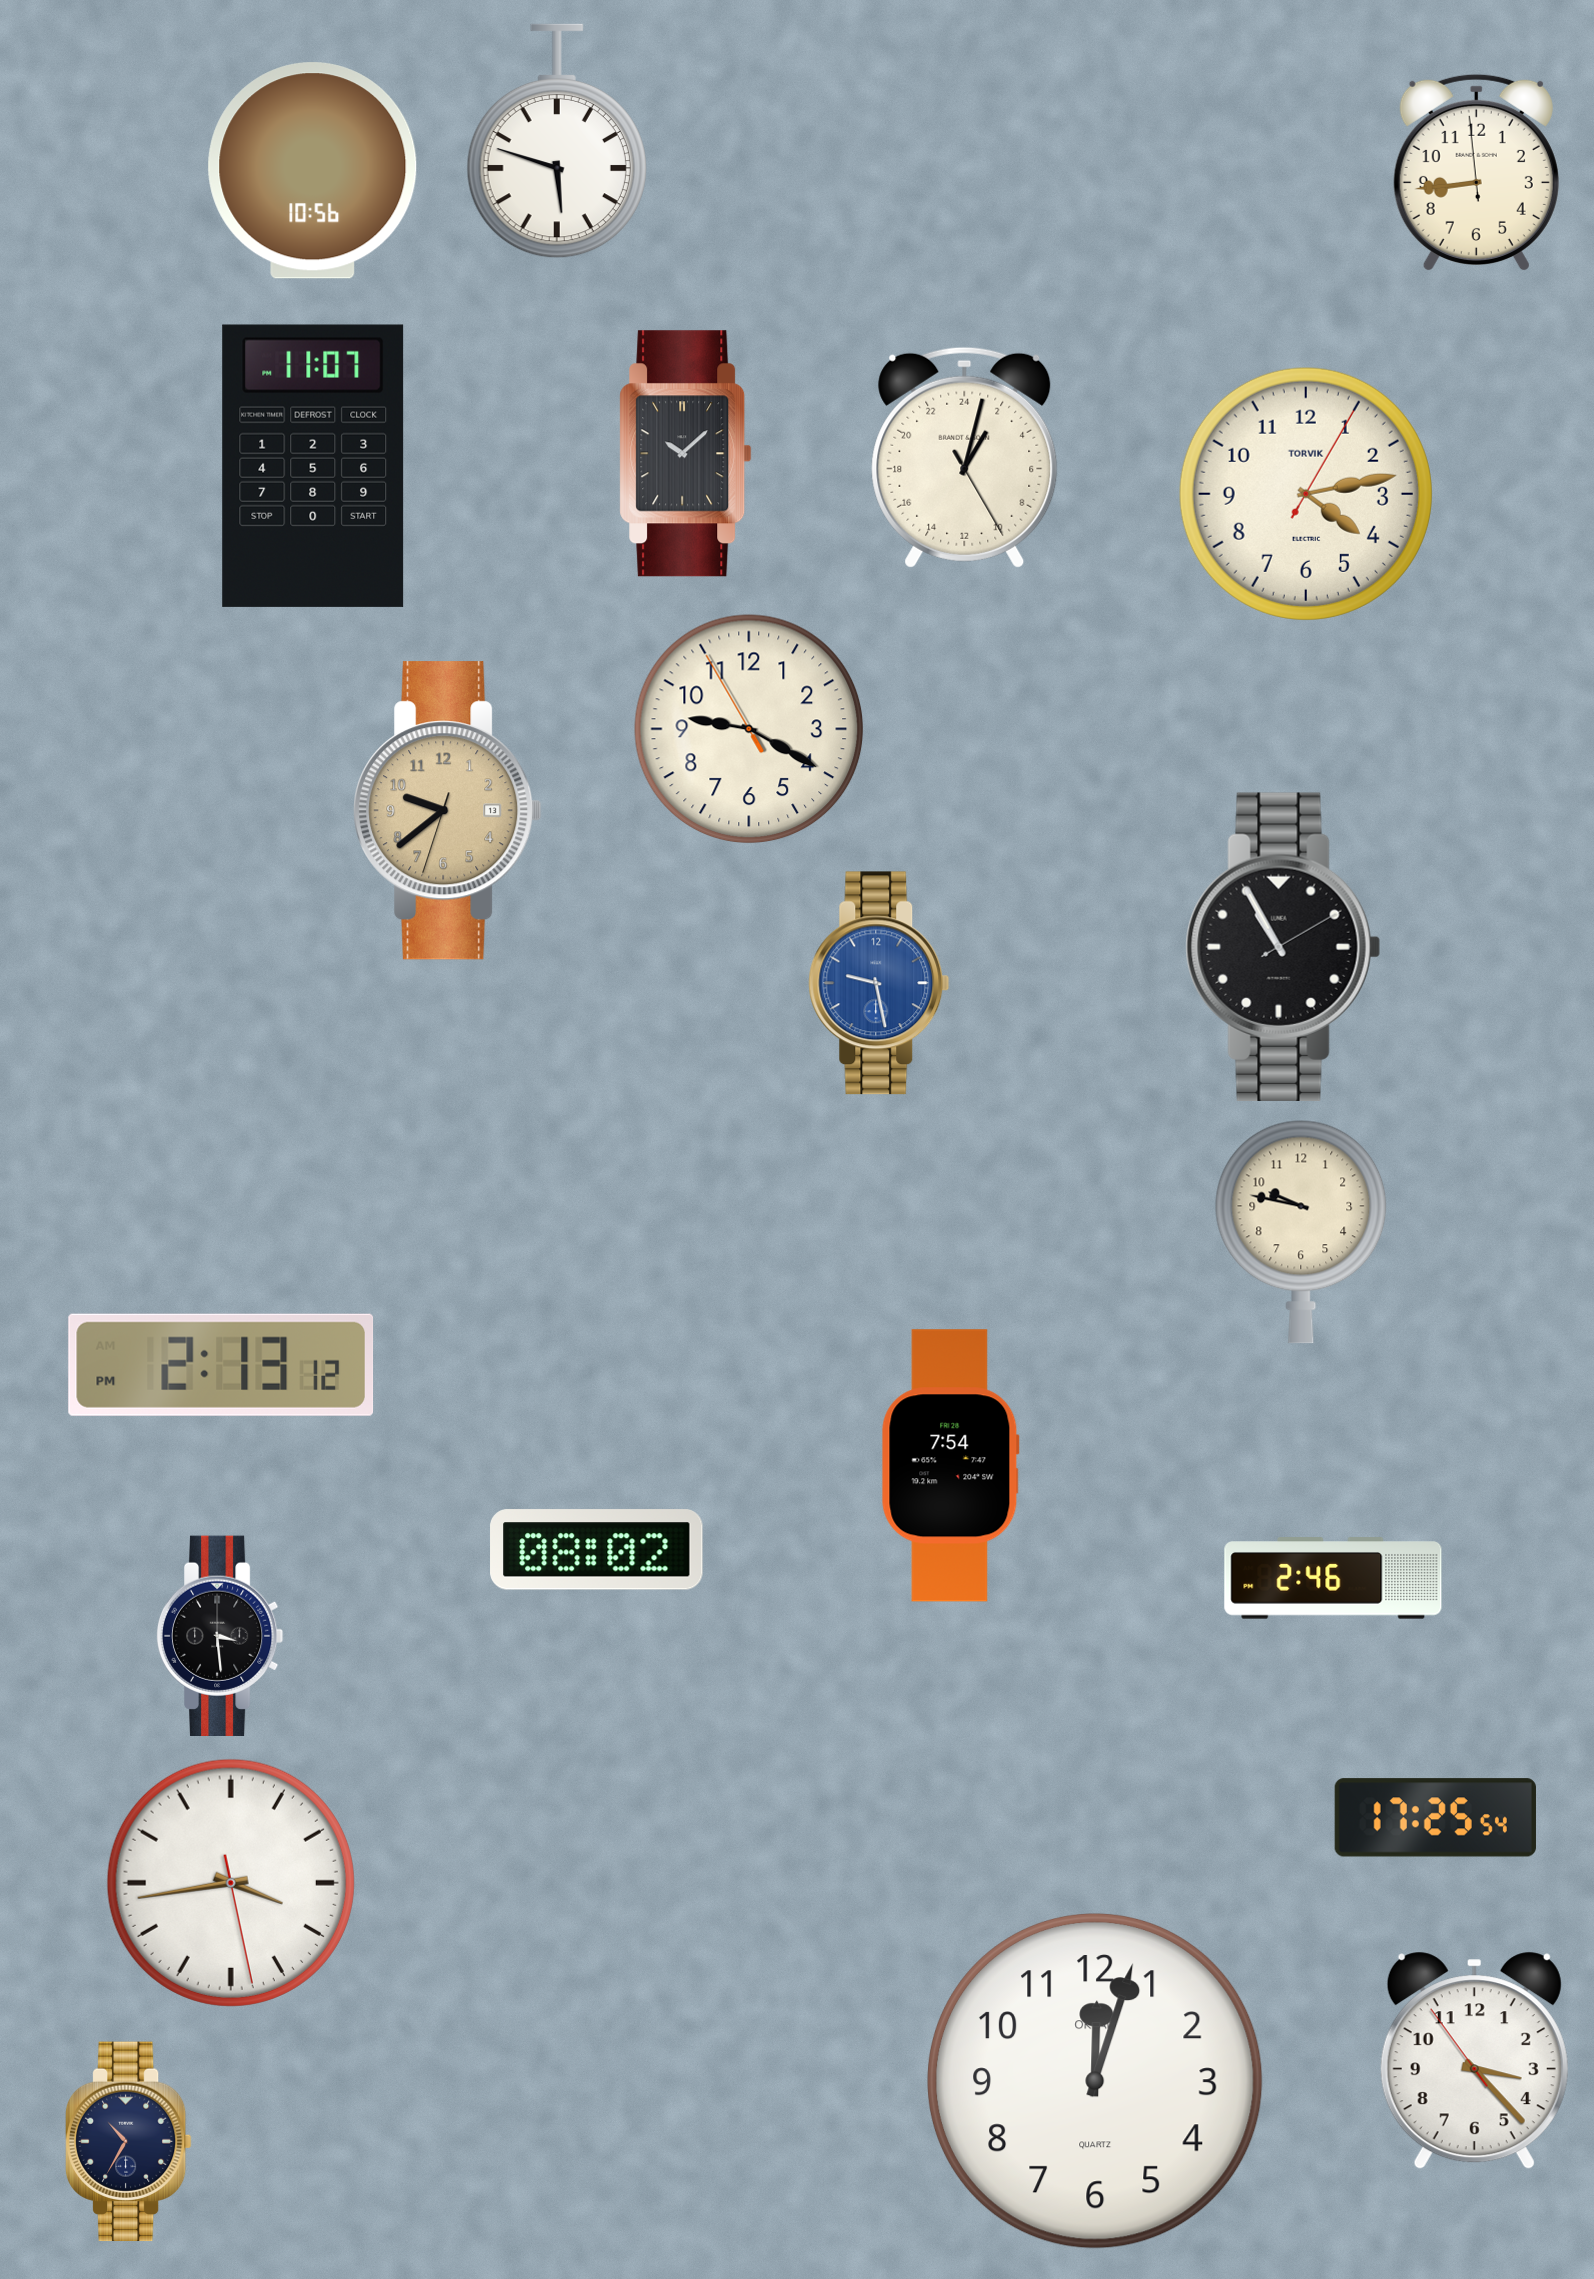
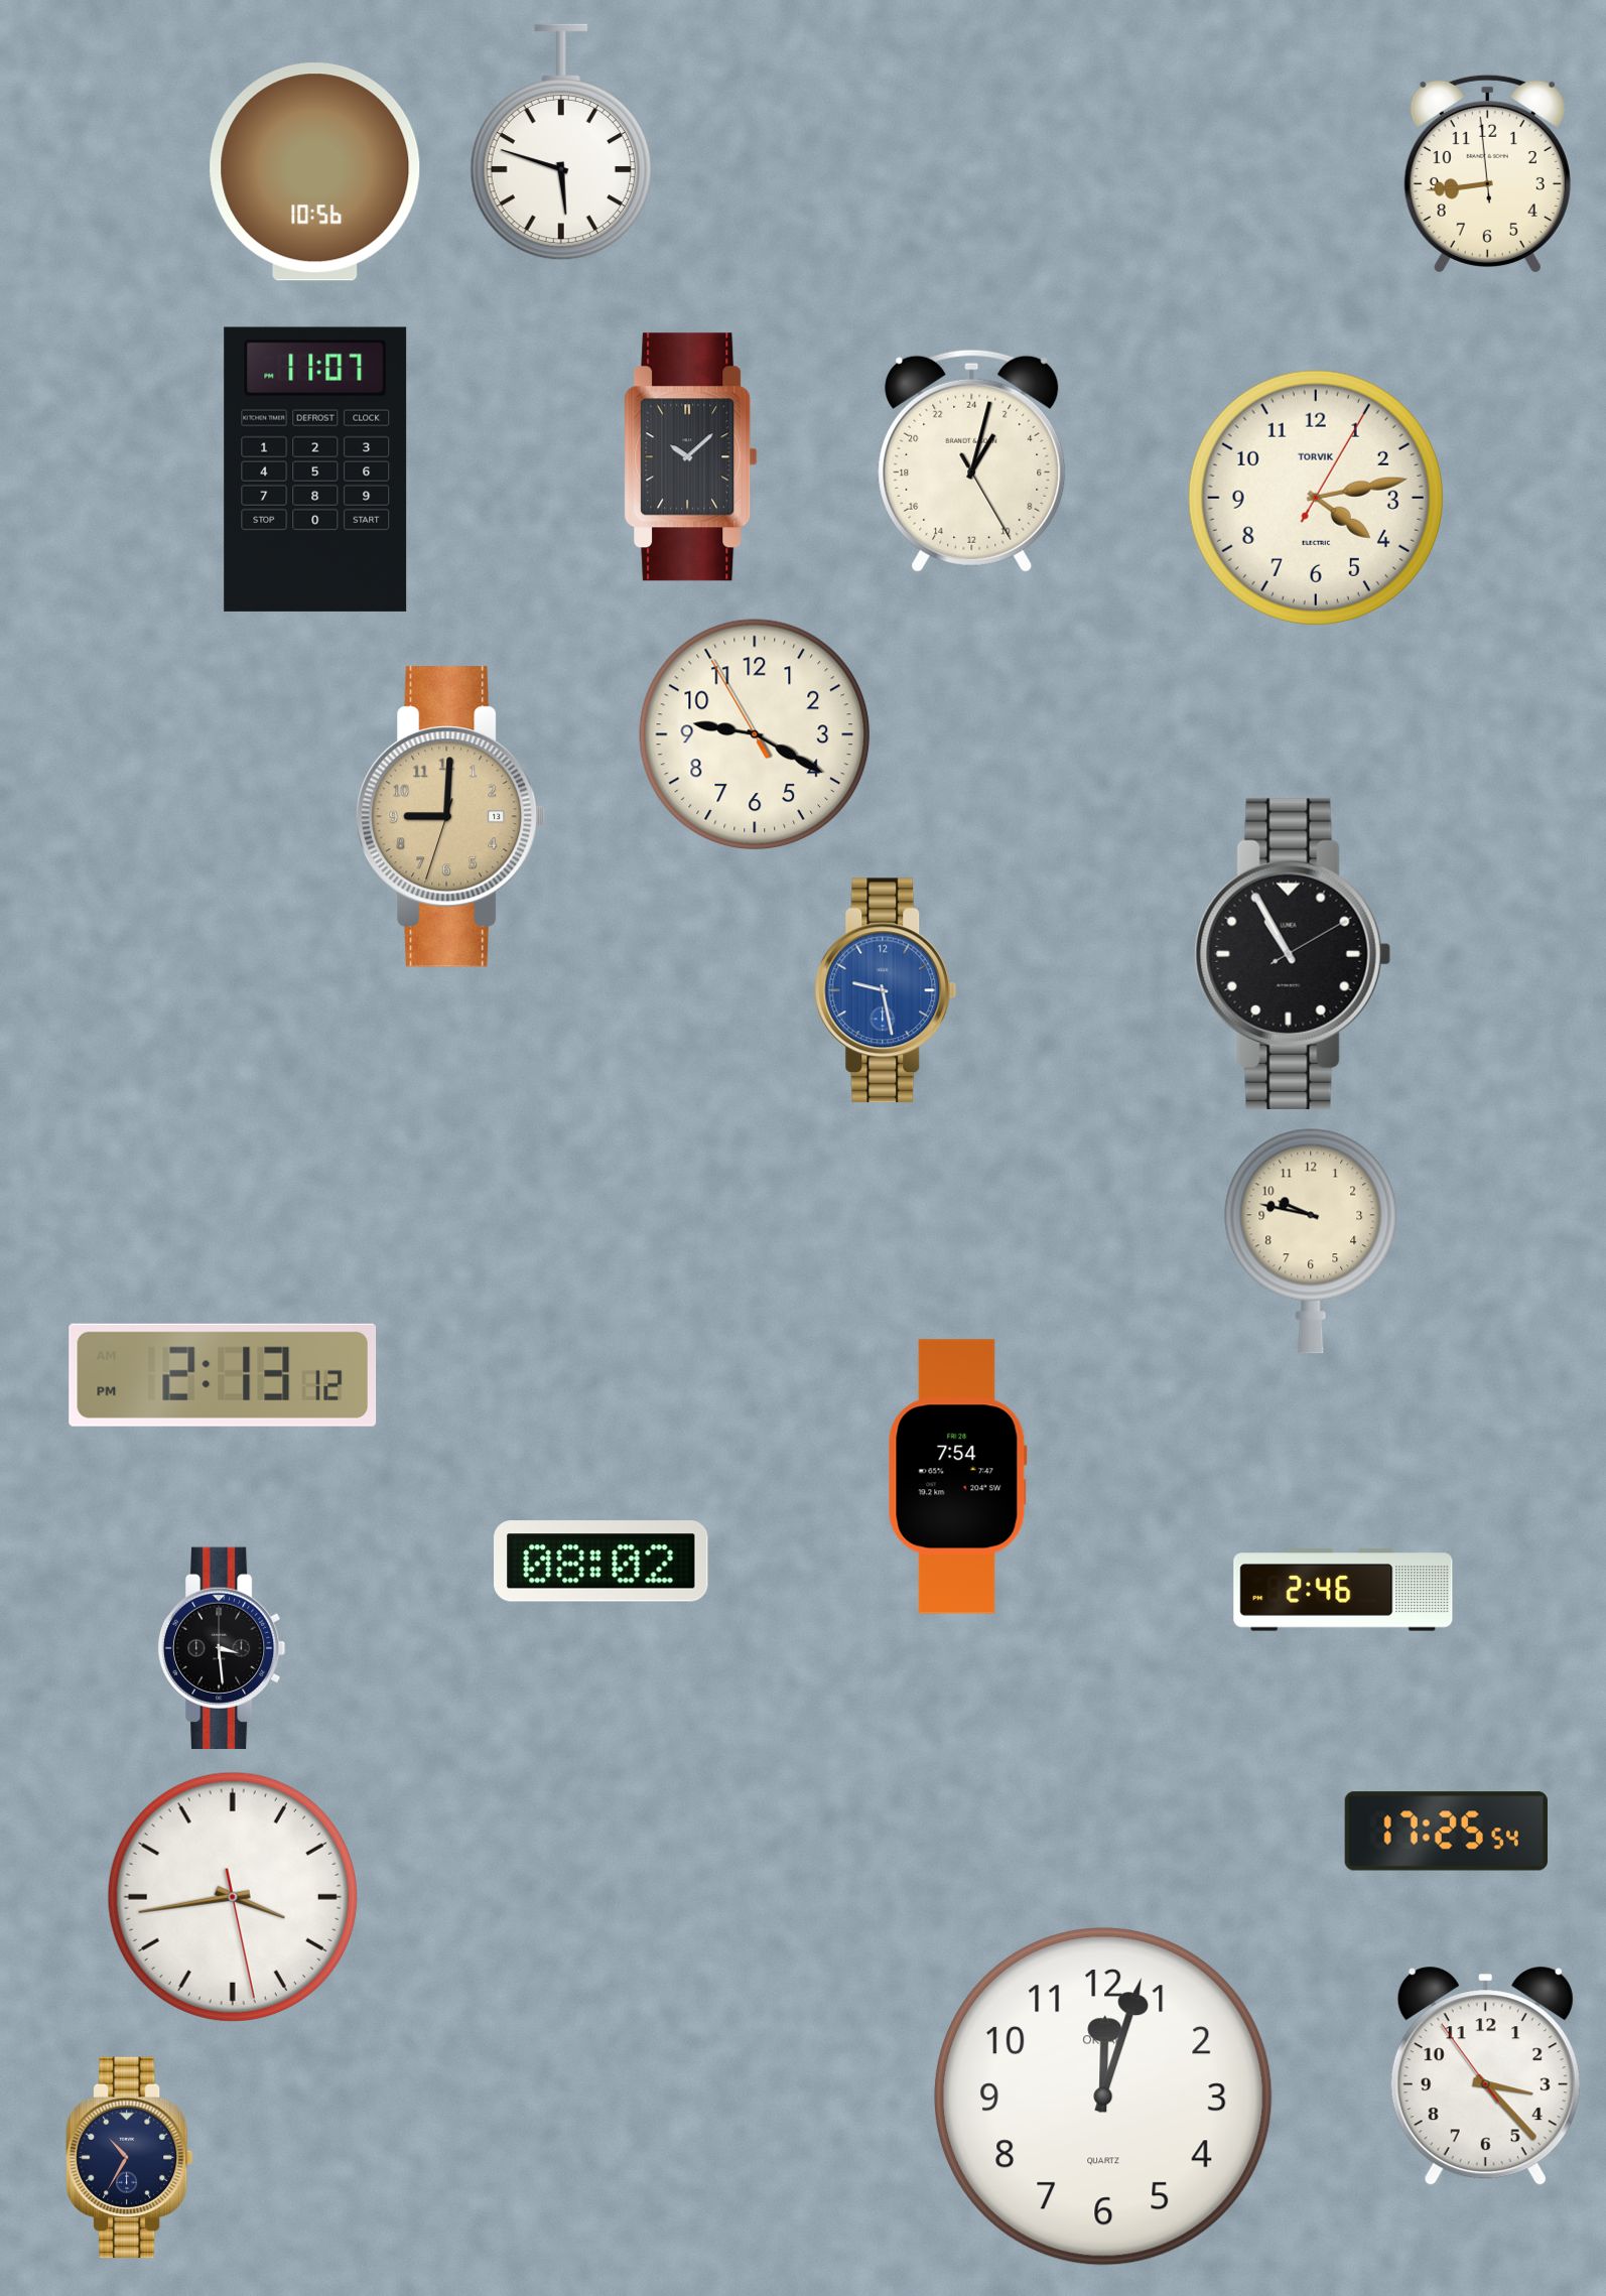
clock at (448, 811): 9:38 -> 9:00
